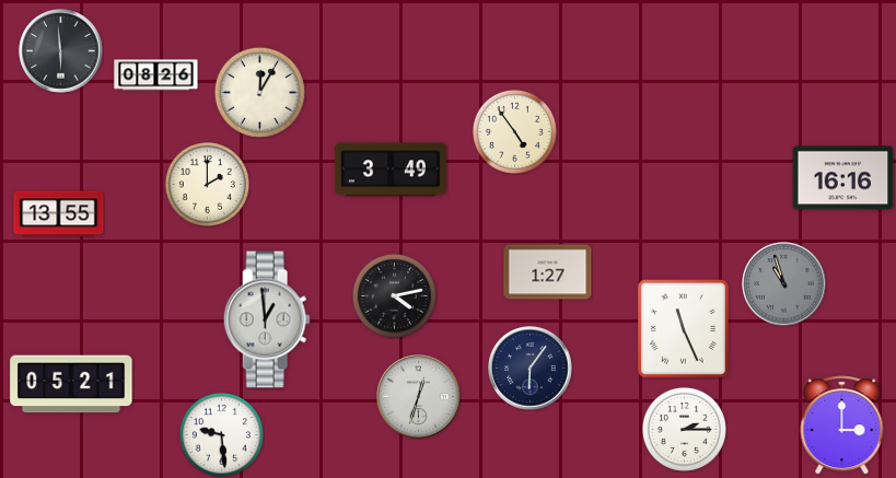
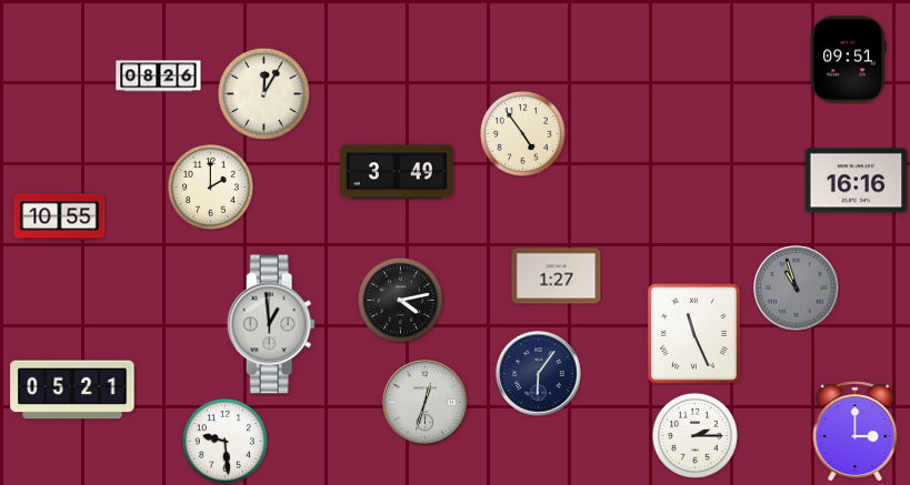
clock at (61, 51): 5:59 -> none
clock at (848, 60): none -> 09:51
clock at (59, 214): 13:55 -> 10:55
